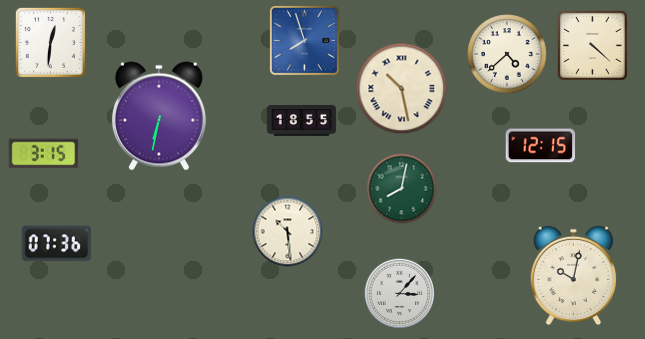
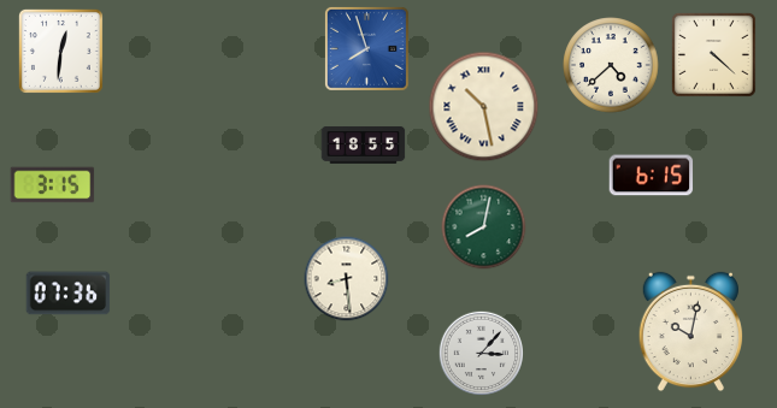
clock at (159, 116): 6:32 -> none
clock at (541, 146): 12:15 -> 6:15
clock at (288, 232): 10:29 -> 8:29
